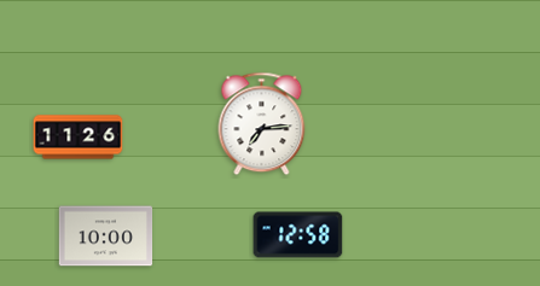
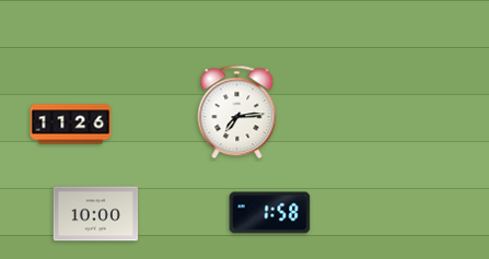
clock at (298, 235): 12:58 -> 1:58
